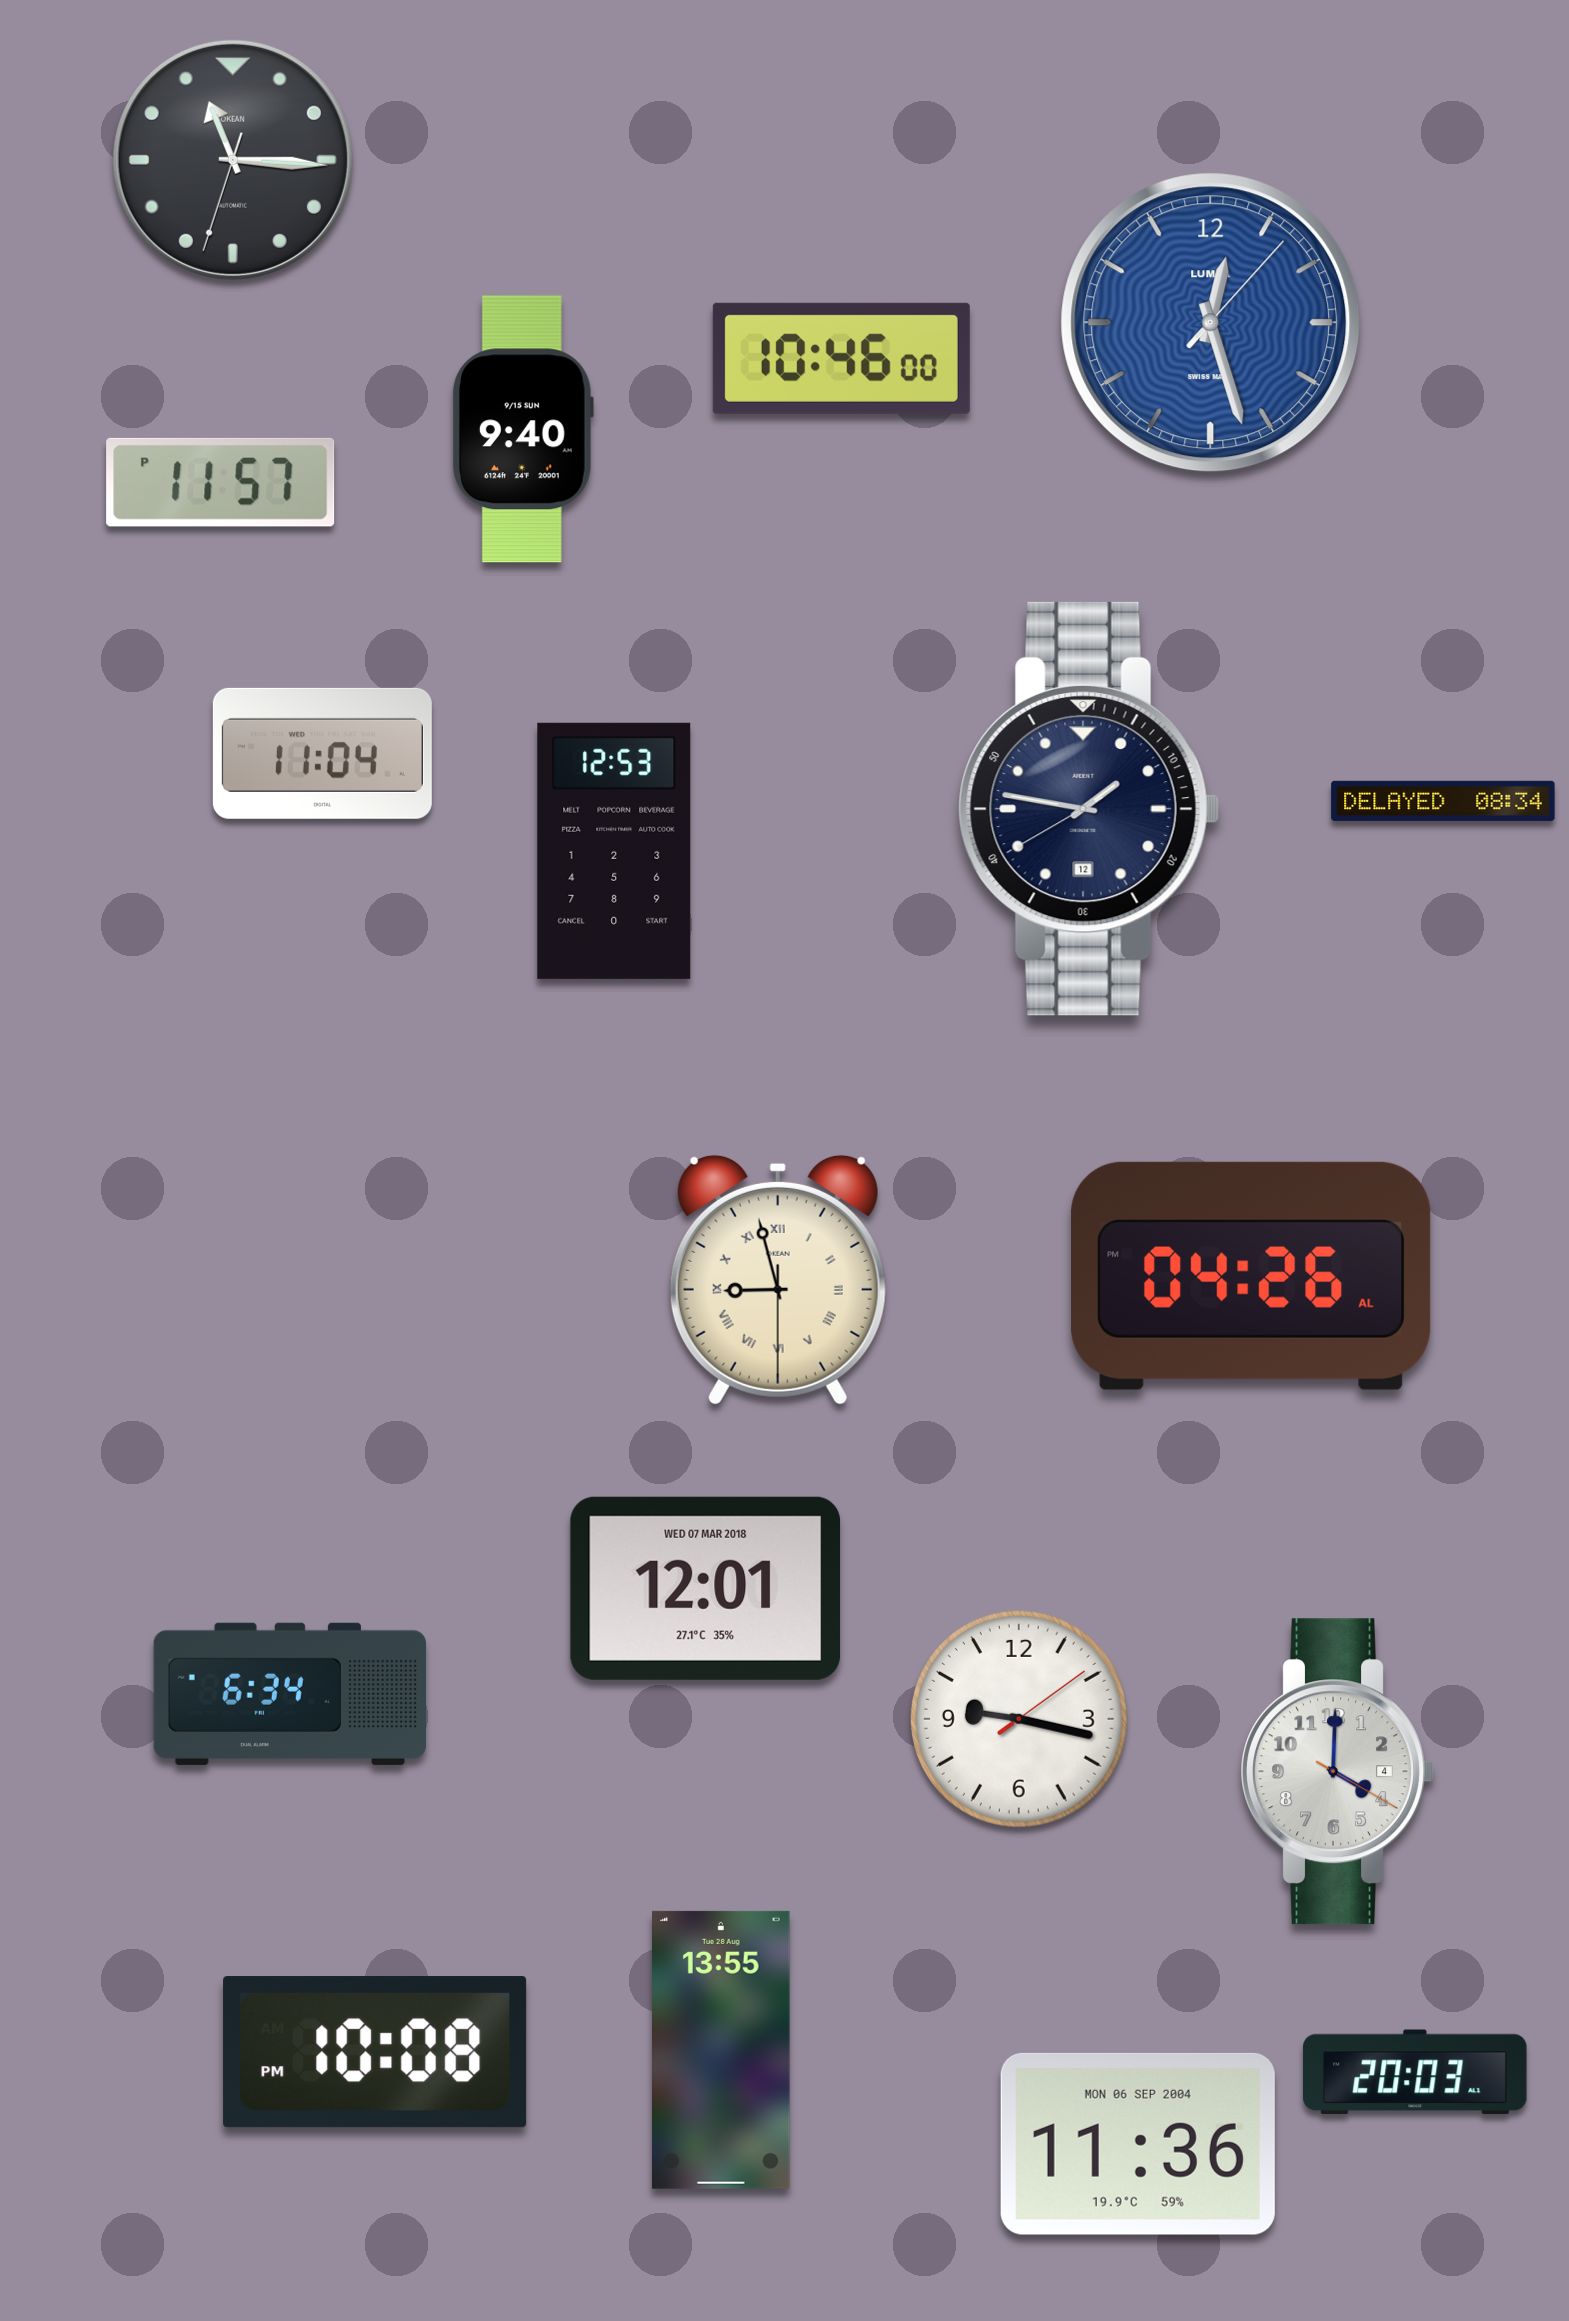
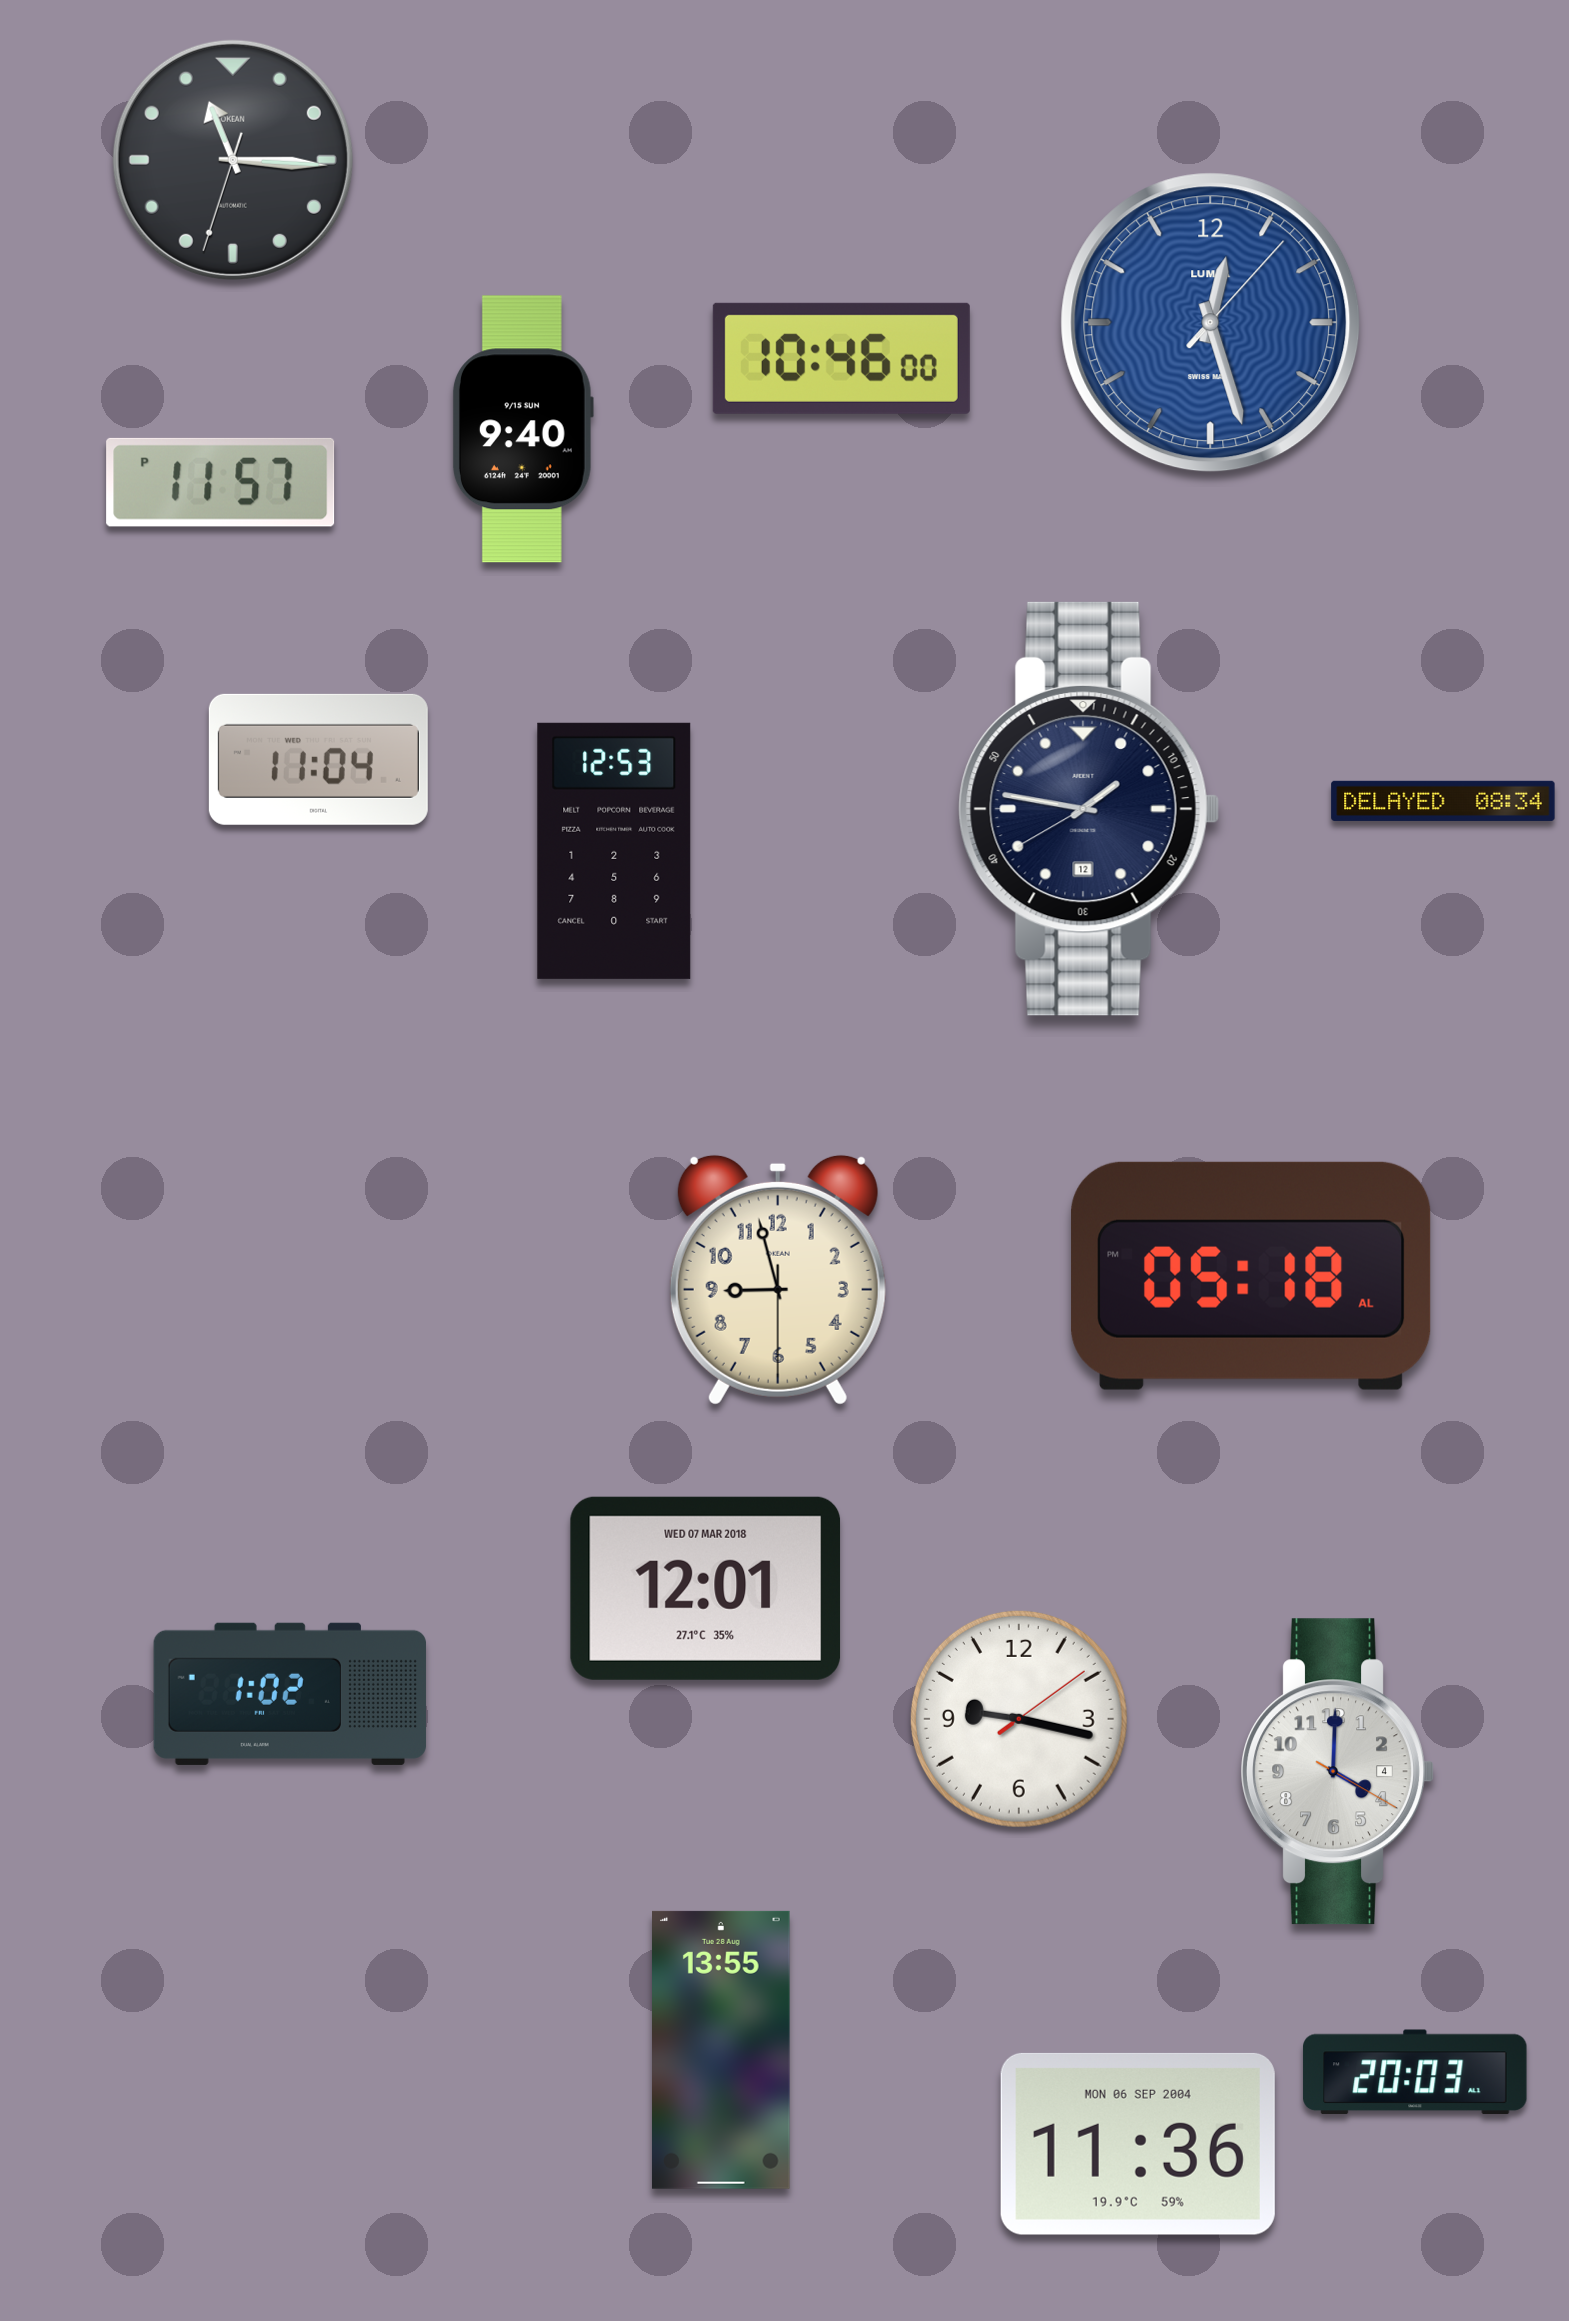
clock at (322, 753) position: (322, 753) -> (318, 759)
clock at (1251, 1276): 04:26 -> 05:18
clock at (778, 1280) numerals: Roman -> Arabic
clock at (290, 1694): 6:34 -> 1:02
clock at (375, 2052): 10:08 -> none
